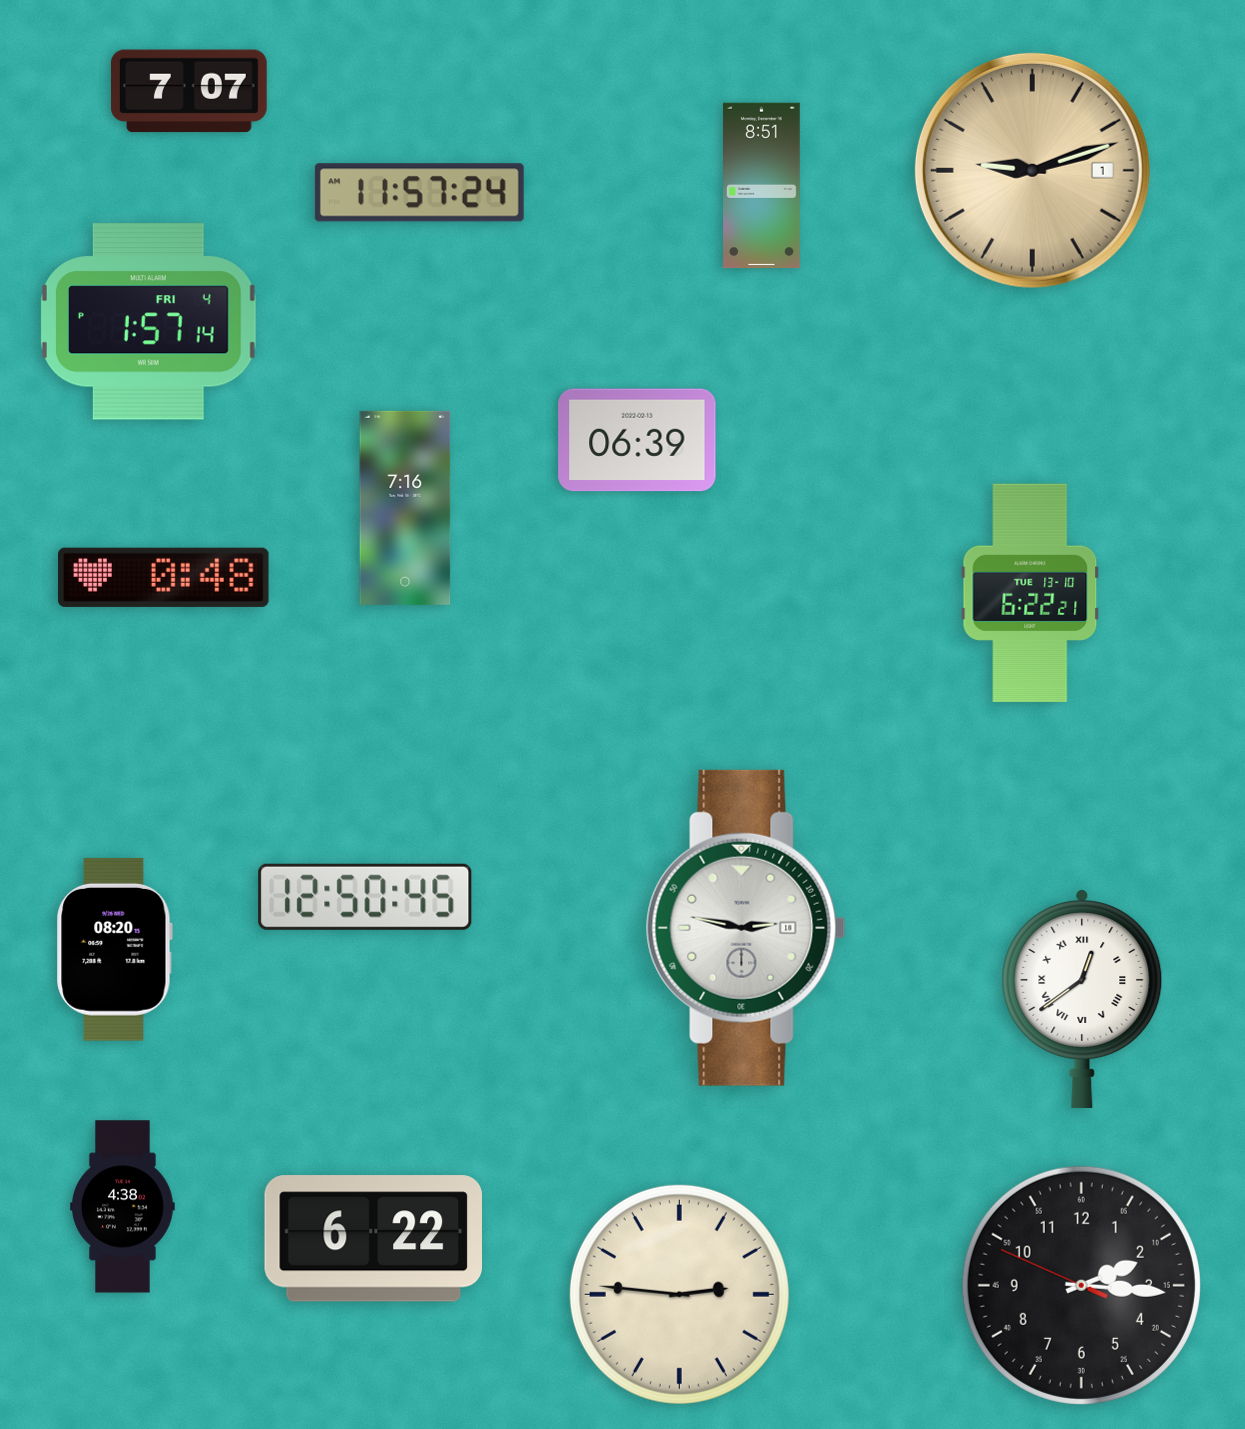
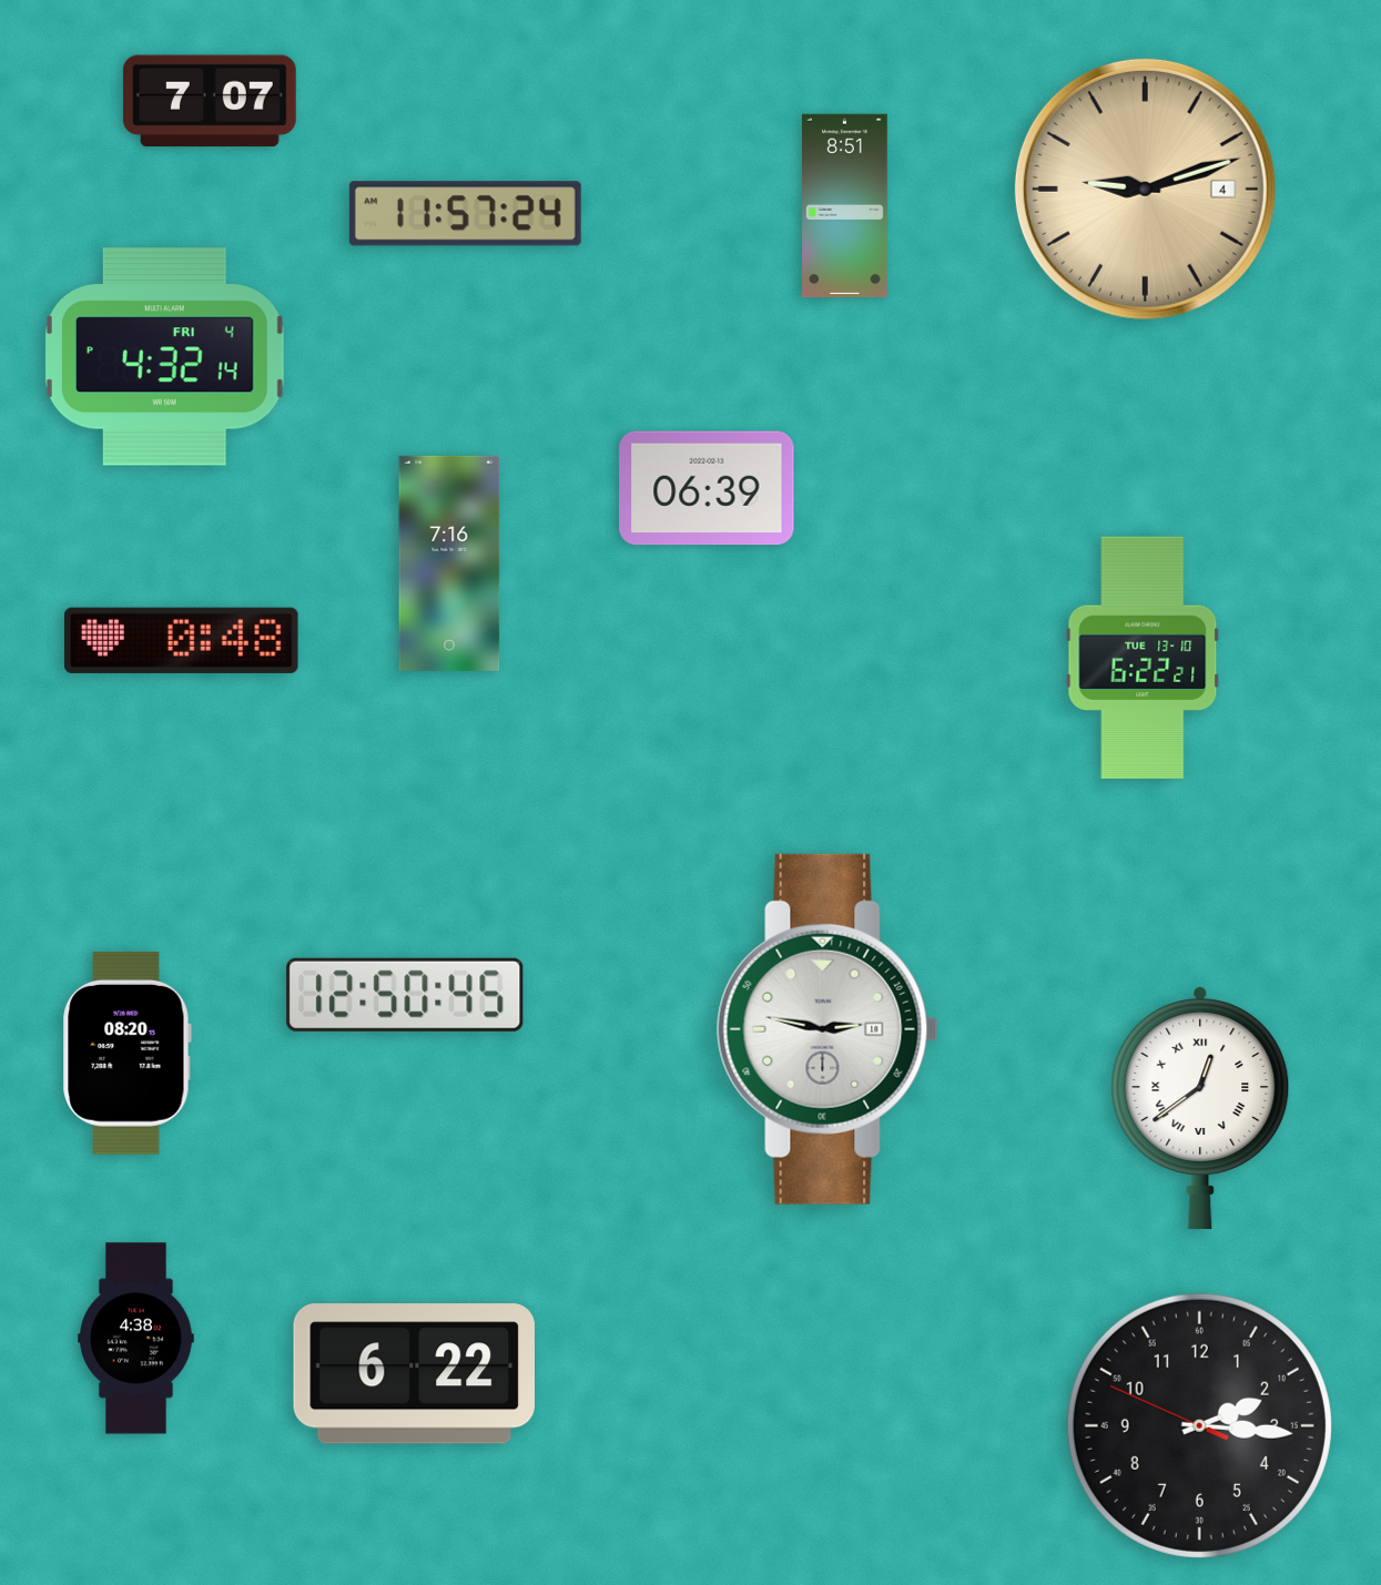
clock at (1032, 170) date: 1 -> 4
clock at (148, 322): 1:57 -> 4:32
clock at (679, 1294): 2:46 -> none
